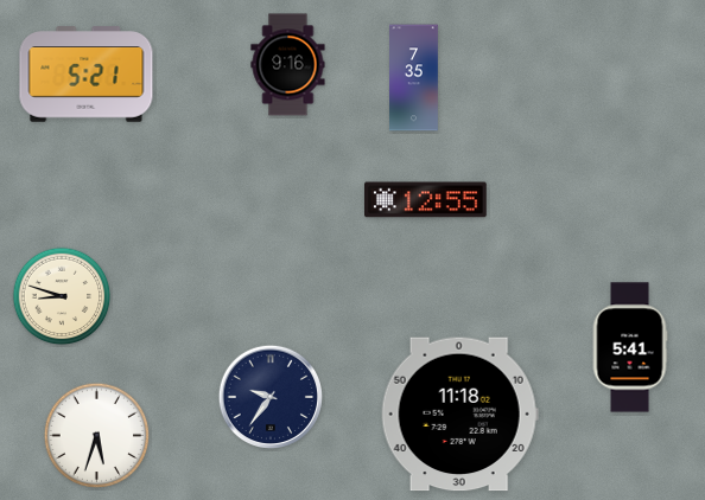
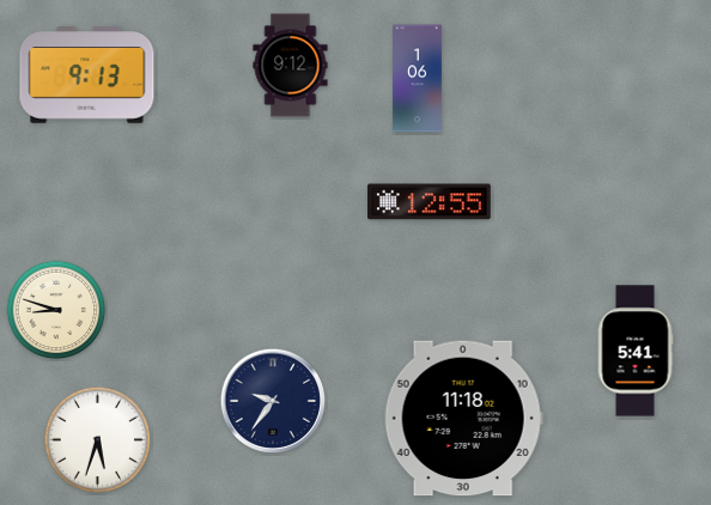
clock at (288, 65): 9:16 -> 9:12
clock at (87, 75): 5:21 -> 9:13
clock at (414, 78): 7:35 -> 1:06
clock at (62, 296) position: (62, 296) -> (56, 310)
